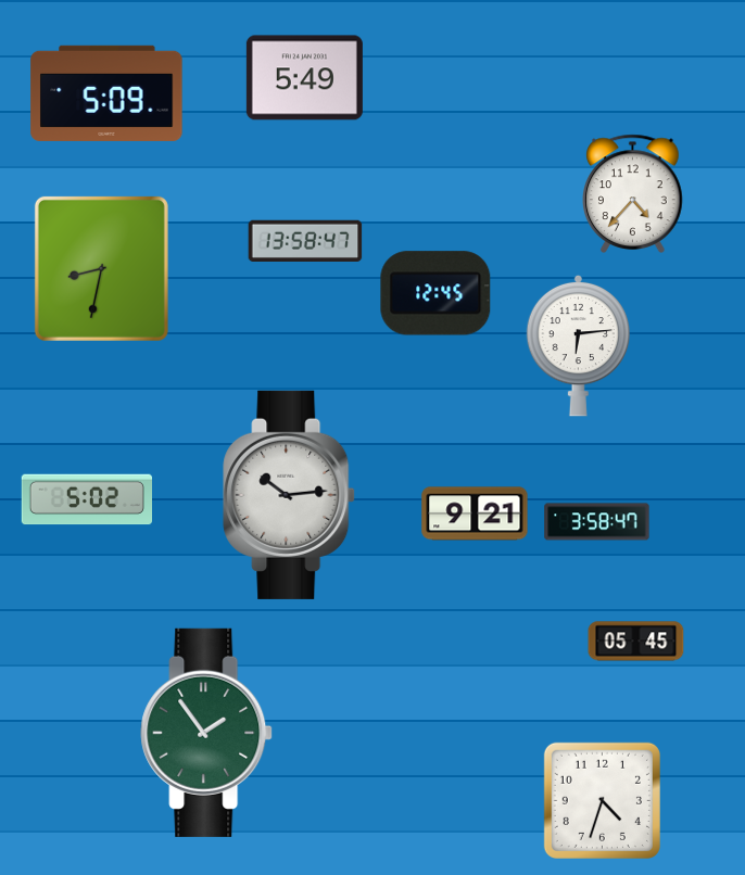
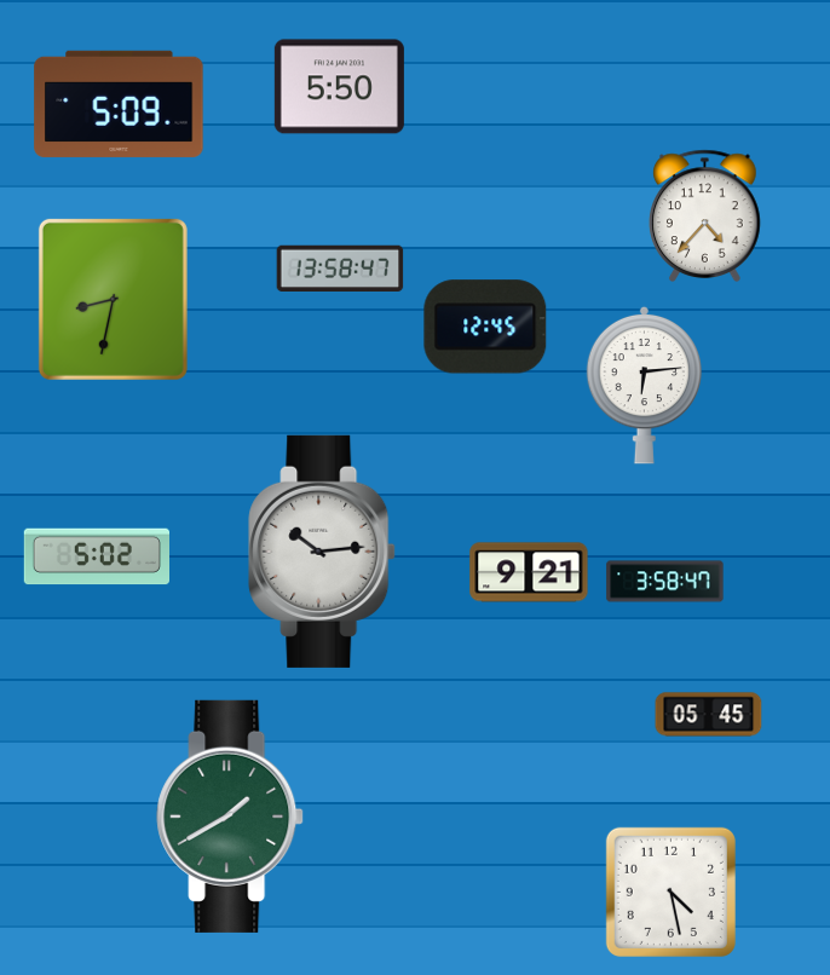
clock at (304, 78): 5:49 -> 5:50
clock at (206, 733): 1:54 -> 1:40
clock at (602, 800): 4:33 -> 4:28
